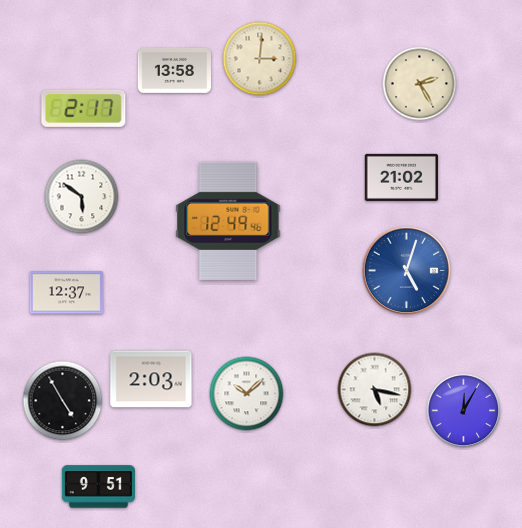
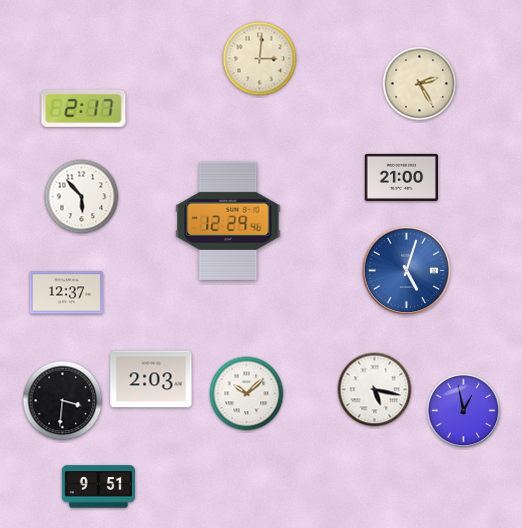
clock at (174, 70): 13:58 -> none
clock at (401, 177): 21:02 -> 21:00
clock at (82, 197): 5:51 -> 5:53
clock at (228, 221): 12:49 -> 12:29
clock at (63, 401): 4:55 -> 3:31
clock at (464, 411): 12:05 -> 12:58
